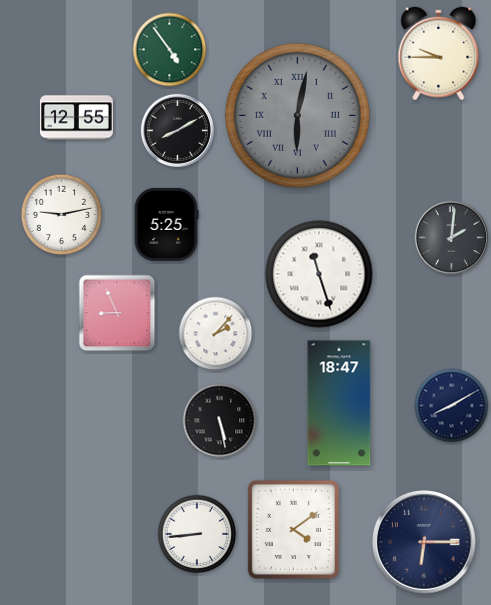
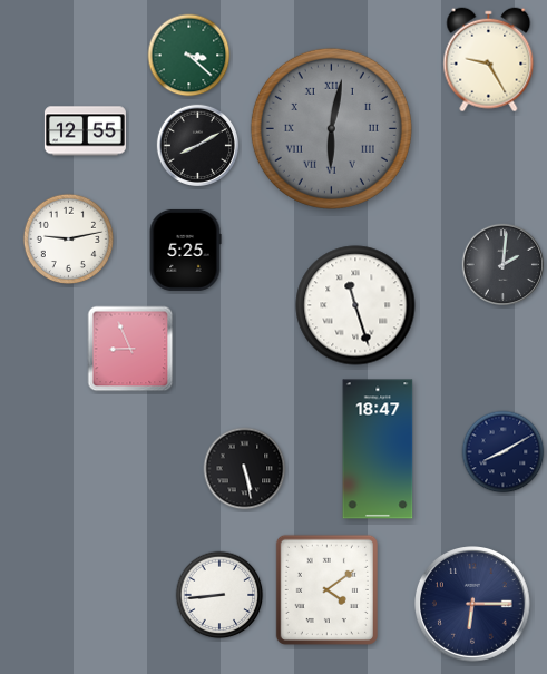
clock at (170, 50): 4:54 -> 3:22
clock at (439, 54): 9:45 -> 9:25
clock at (216, 334): 2:07 -> none
